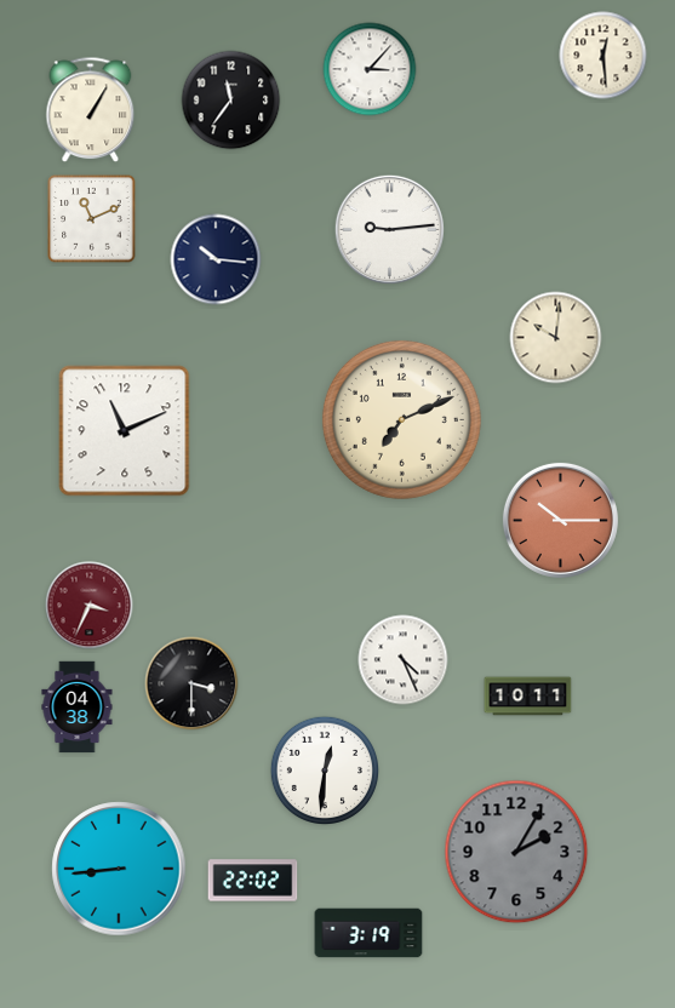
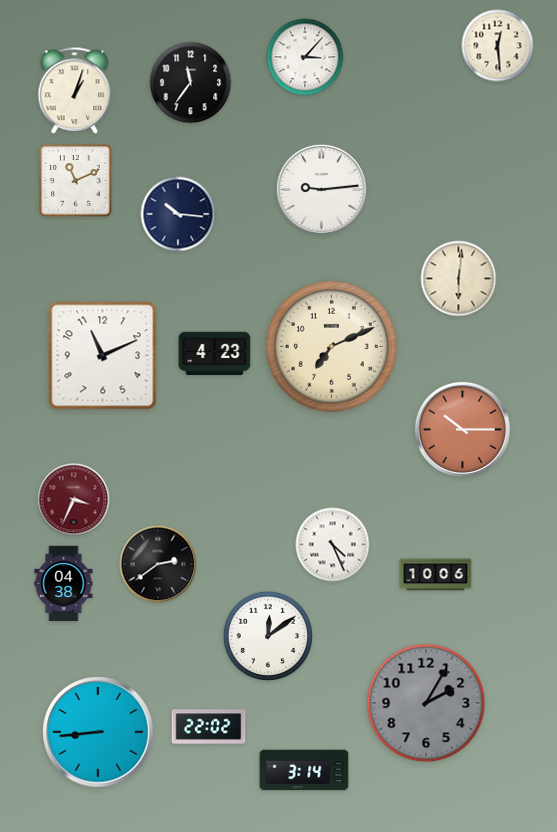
clock at (91, 110): 1:05 -> 1:03
clock at (556, 338): 10:01 -> 6:01
clock at (215, 354): none -> 4:23
clock at (191, 683): 3:30 -> 2:39
clock at (528, 697): 10:11 -> 10:06
clock at (324, 769): 12:31 -> 12:09
clock at (119, 869) position: (119, 869) -> (98, 732)
clock at (368, 933): 3:19 -> 3:14
